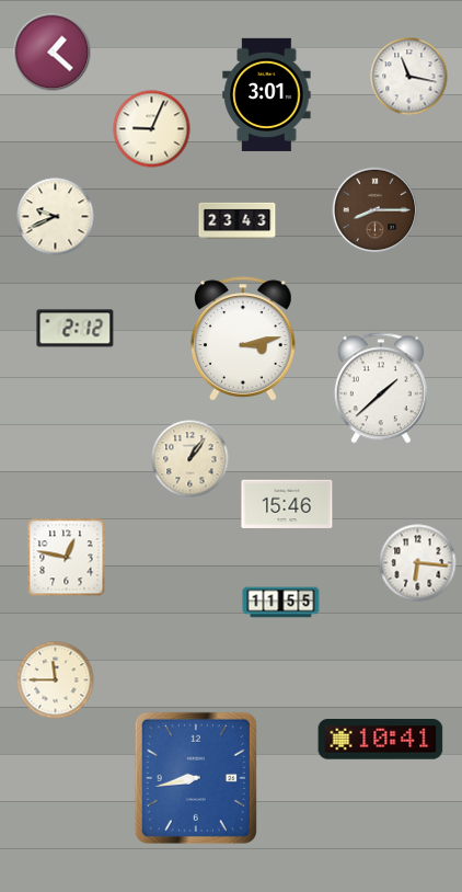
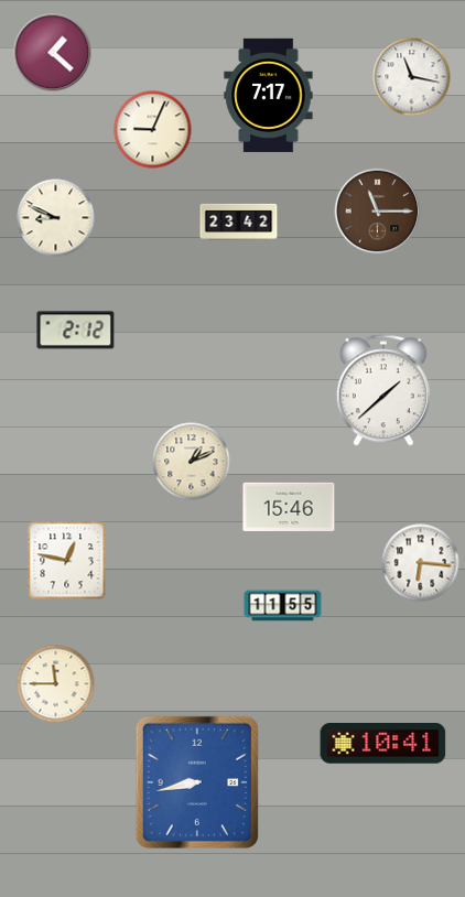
clock at (267, 94): 3:01 -> 7:17
clock at (376, 210): 8:15 -> 11:15
clock at (56, 217): 9:41 -> 8:49
clock at (238, 220): 23:43 -> 23:42
clock at (243, 339): 3:13 -> none
clock at (190, 459): 1:06 -> 1:11
clock at (418, 563) position: (418, 563) -> (421, 563)
